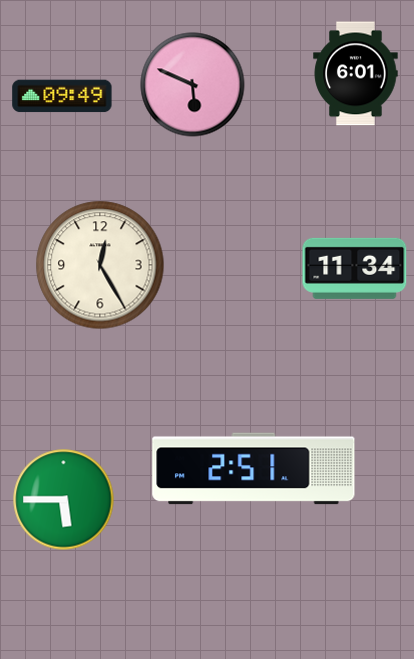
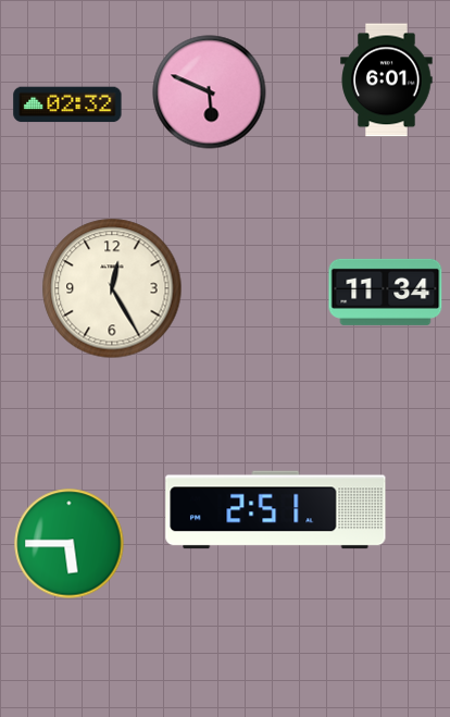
clock at (62, 96): 09:49 -> 02:32
clock at (100, 265) position: (100, 265) -> (112, 288)
